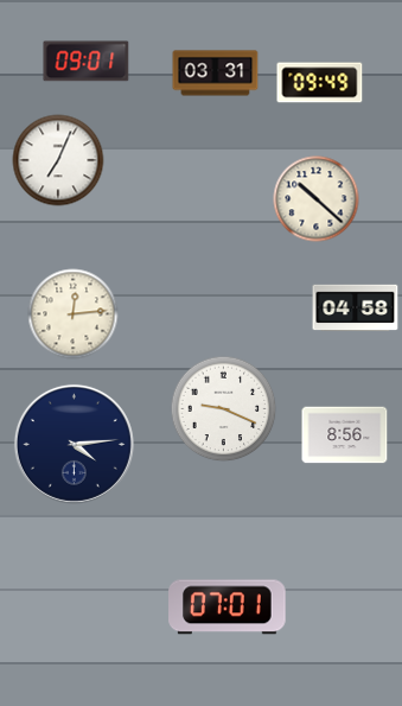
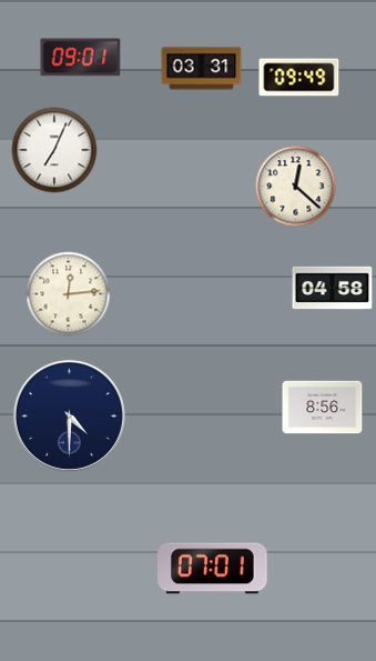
clock at (317, 199): 10:22 -> 12:22
clock at (224, 409): 9:19 -> none
clock at (74, 444): 4:14 -> 4:30
